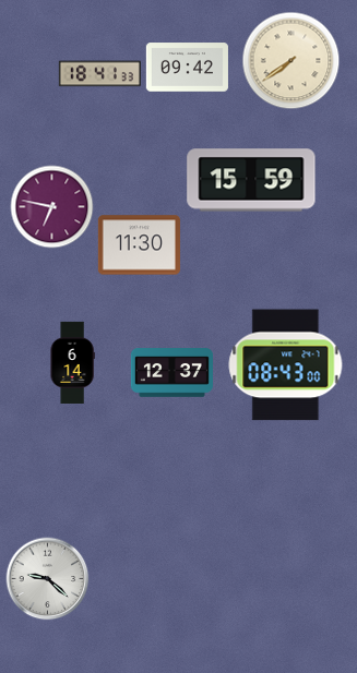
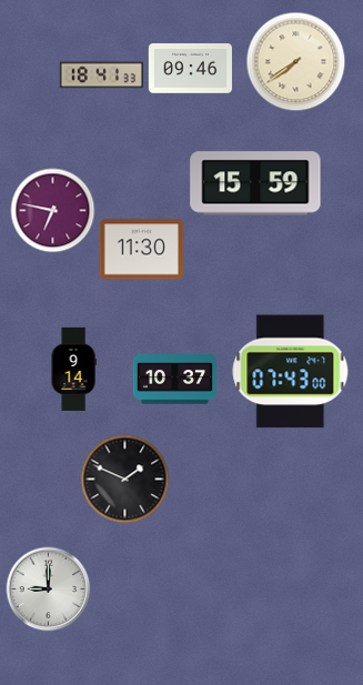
clock at (187, 68): 09:42 -> 09:46
clock at (72, 362): 6:14 -> 9:14
clock at (286, 365): 08:43 -> 07:43
clock at (171, 373): 12:37 -> 10:37
clock at (125, 480): none -> 1:49
clock at (48, 579): 9:22 -> 9:00
